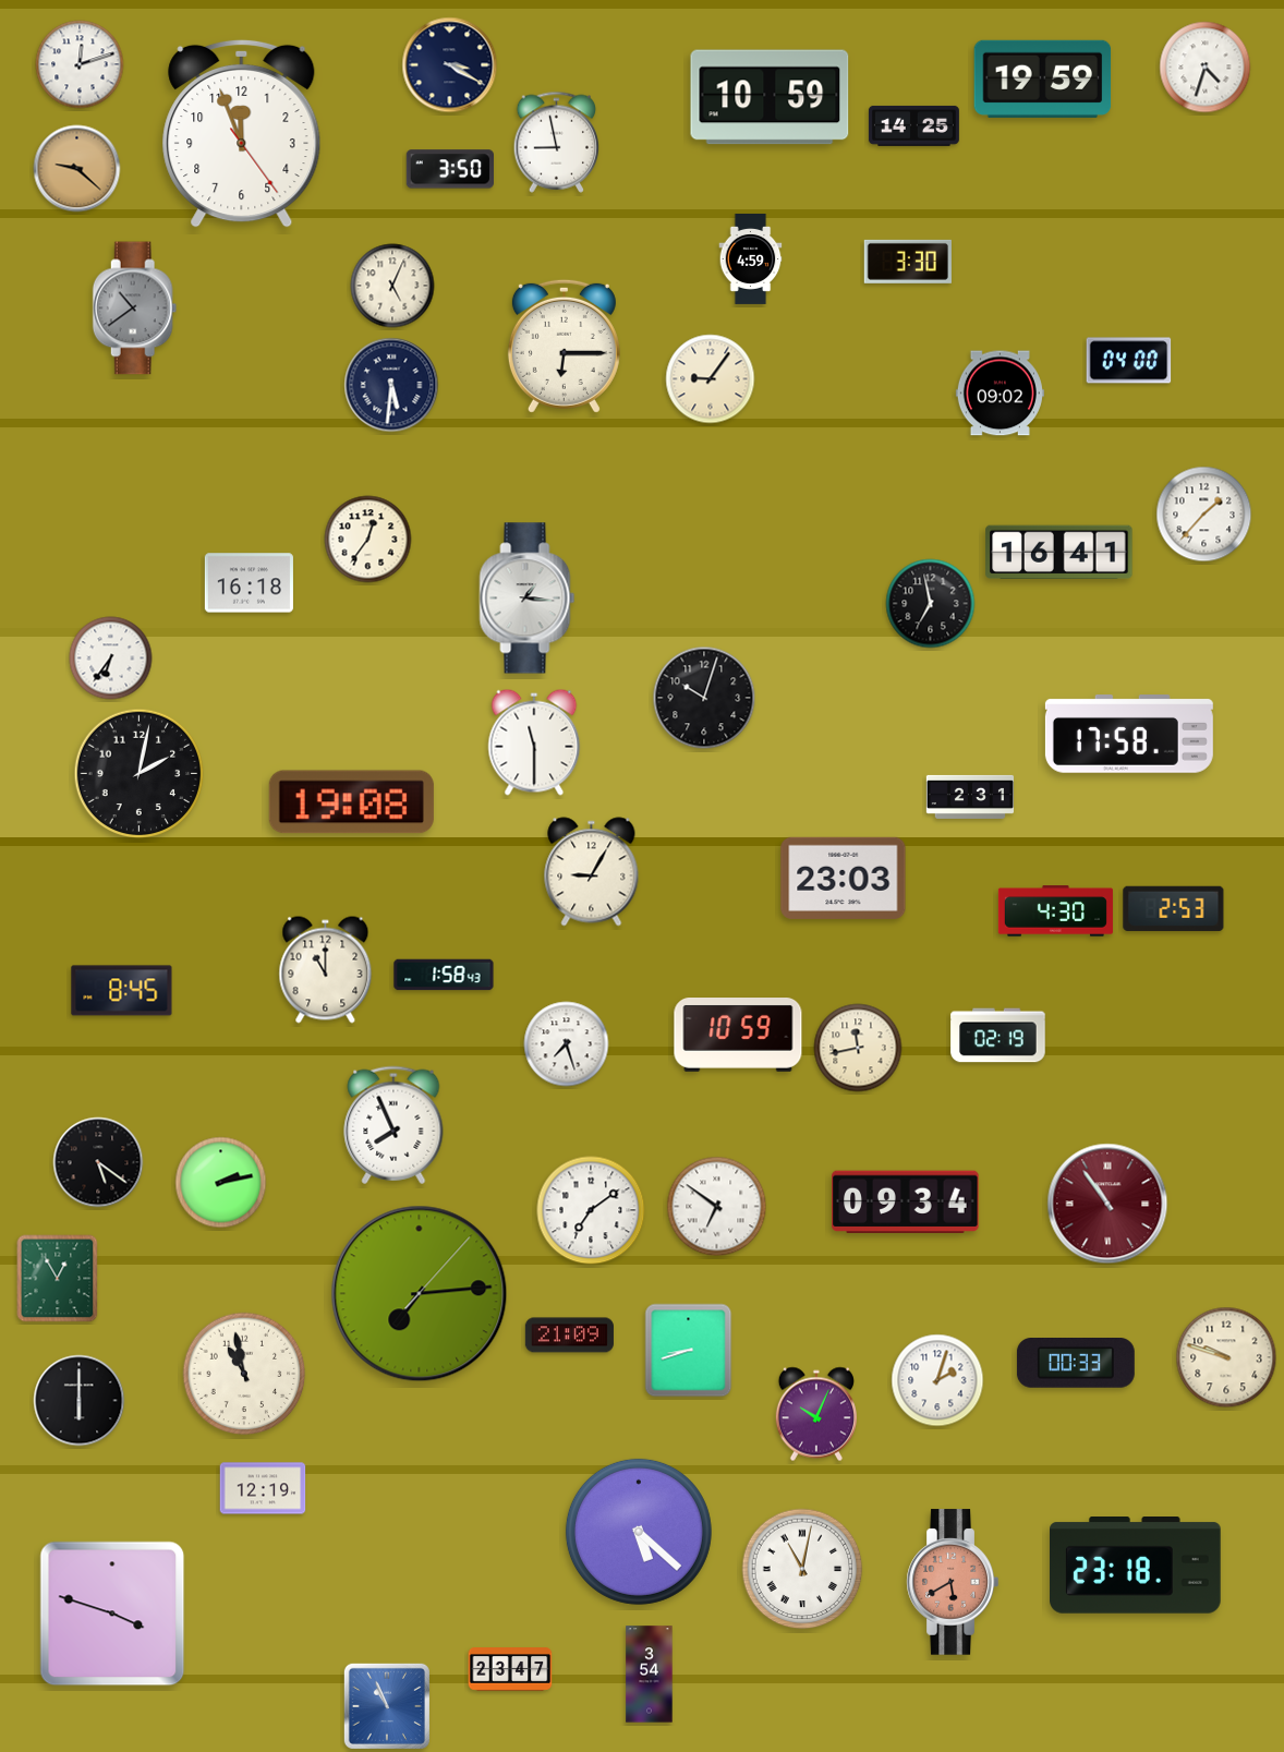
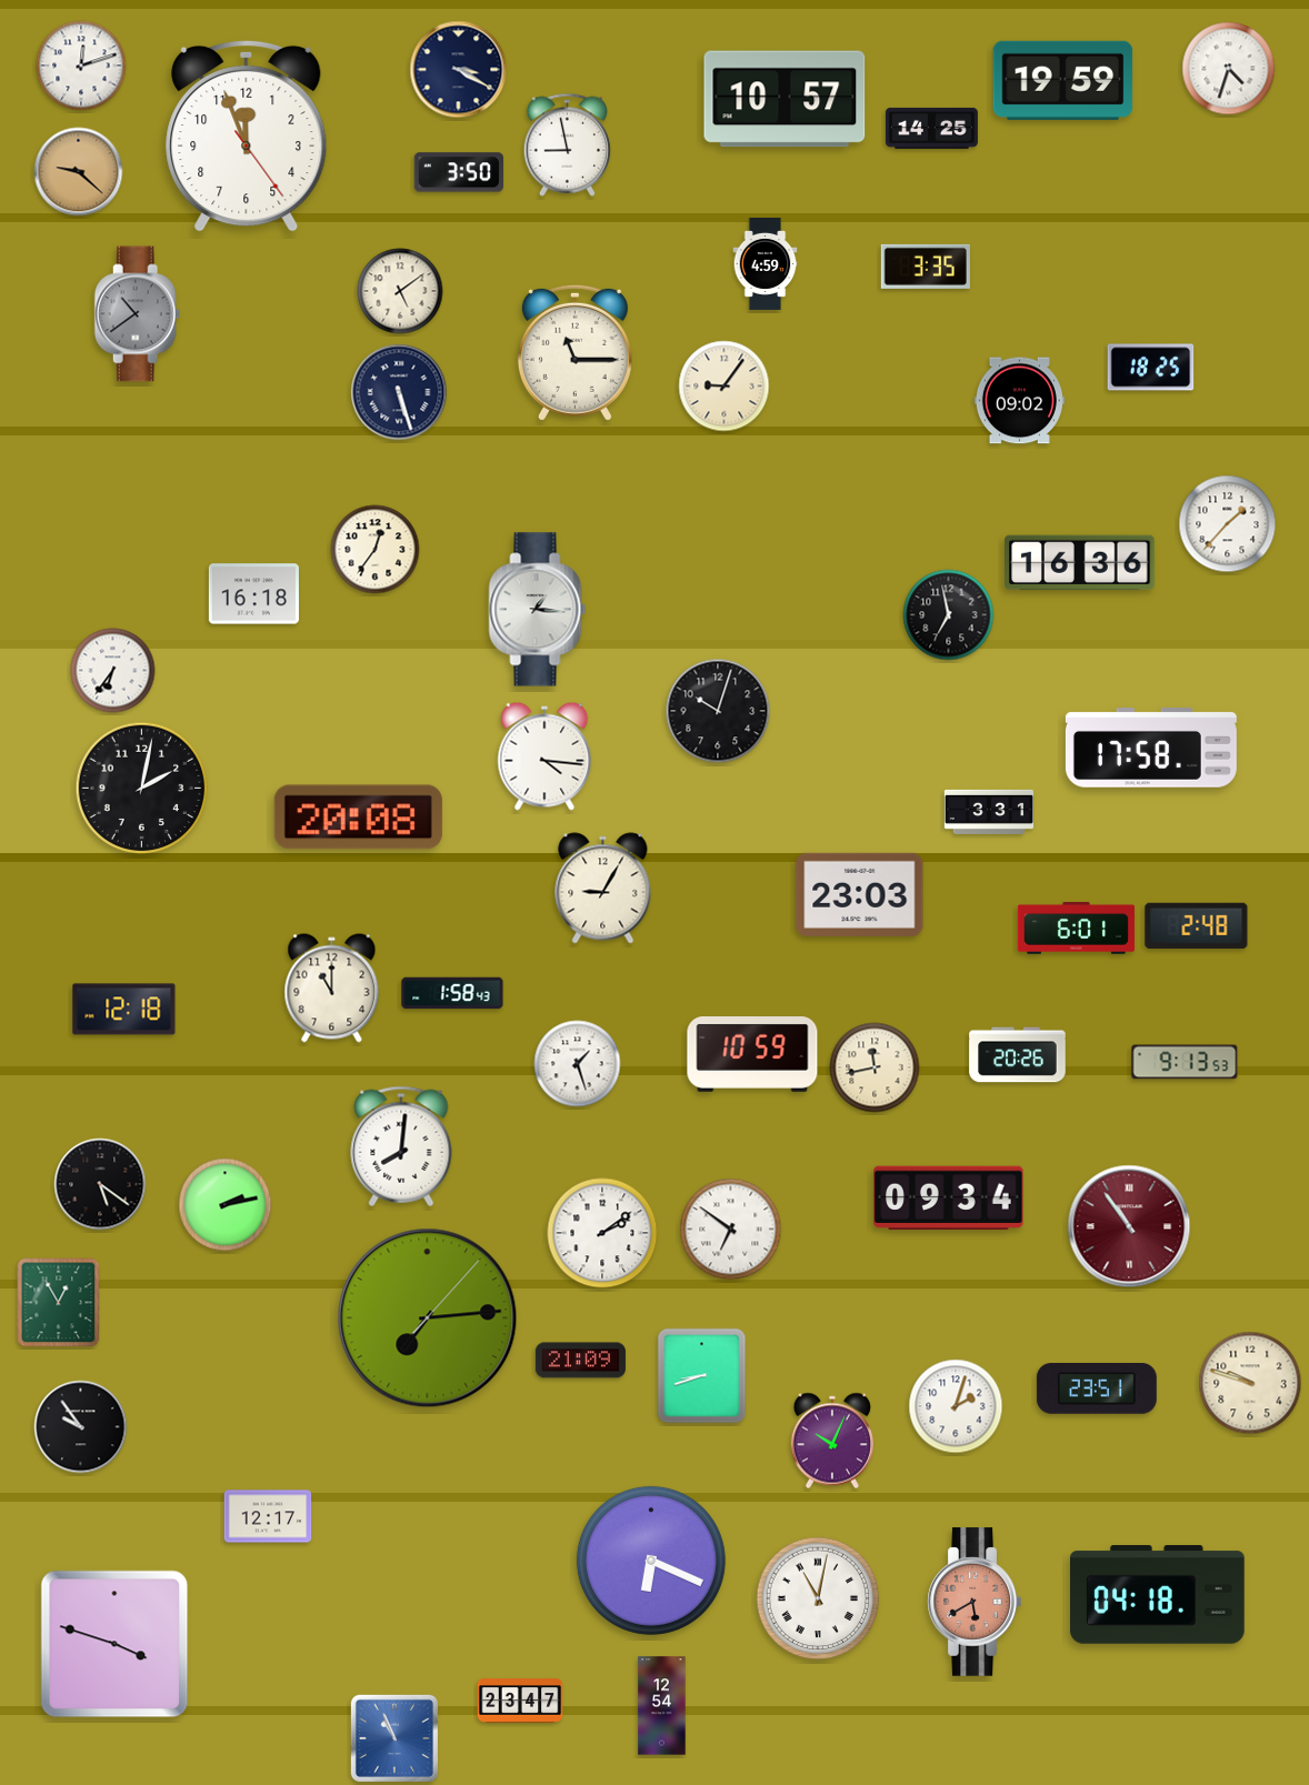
clock at (450, 65) position: (450, 65) -> (459, 70)
clock at (770, 97): 10:59 -> 10:57
clock at (908, 262): 3:30 -> 3:35
clock at (392, 286): 5:04 -> 5:09
clock at (564, 346): 6:15 -> 11:15
clock at (1129, 361): 04:00 -> 18:25
clock at (391, 385): 5:31 -> 5:27
clock at (1059, 552): 16:41 -> 16:36
clock at (534, 742): 11:30 -> 4:16
clock at (970, 797): 2:31 -> 3:31
clock at (351, 802): 19:08 -> 20:08
clock at (1174, 908): 2:53 -> 2:48
clock at (1055, 911): 4:30 -> 6:01
clock at (122, 991): 8:45 -> 12:18
clock at (998, 1036): 02:19 -> 20:26
clock at (1185, 1062): none -> 9:13
clock at (567, 1044): 7:27 -> 1:27
clock at (393, 1125): 7:56 -> 8:01
clock at (906, 1203) position: (906, 1203) -> (949, 1199)
clock at (591, 1210): 7:09 -> 2:09
clock at (1076, 1364): 00:33 -> 23:51
clock at (244, 1374): 10:58 -> none
clock at (80, 1401): 6:00 -> 9:54
clock at (263, 1488): 12:19 -> 12:17
clock at (639, 1532): 5:22 -> 6:19
clock at (1136, 1566): 23:18 -> 04:18
clock at (953, 1582) position: (953, 1582) -> (975, 1602)
clock at (650, 1675): 3:54 -> 12:54
